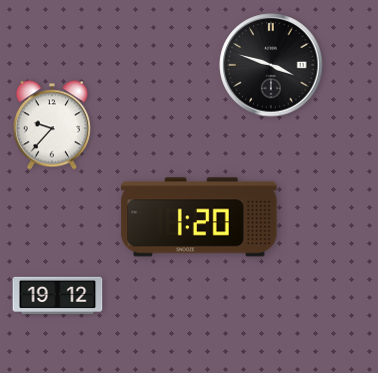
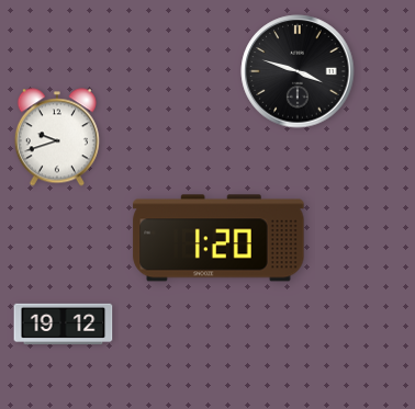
clock at (52, 125): 9:37 -> 9:42
